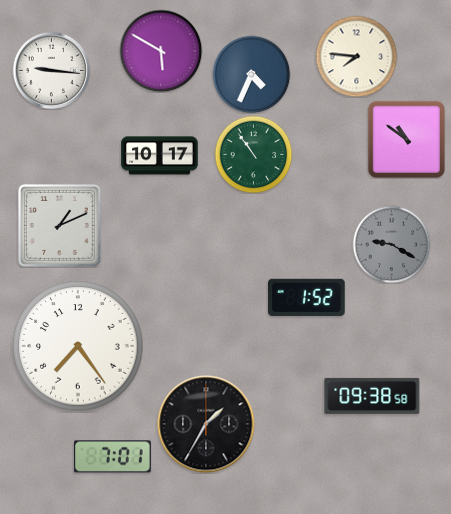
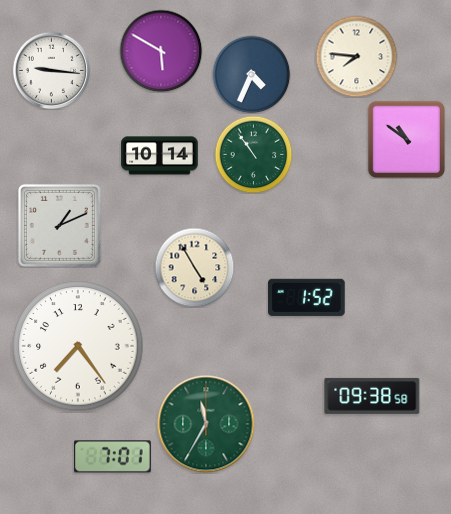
clock at (160, 156): 10:17 -> 10:14
clock at (391, 244): 9:20 -> none
clock at (194, 267): none -> 4:55
clock at (206, 424): 1:35 -> 11:35
clock at (206, 424) dial: black -> green
